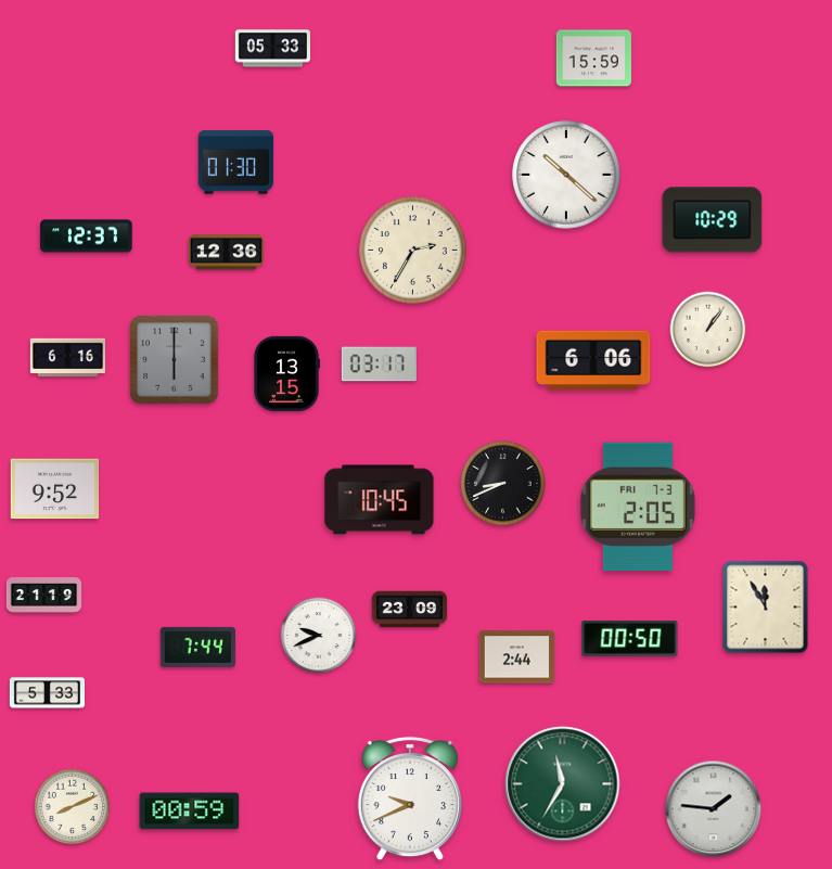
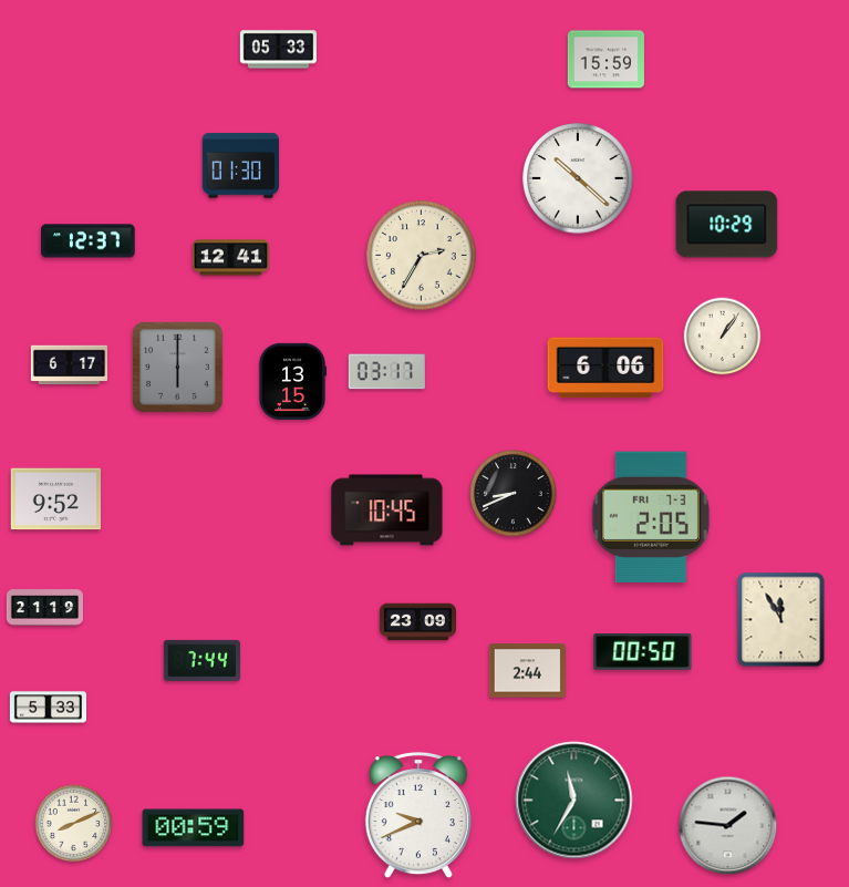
clock at (226, 253): 12:36 -> 12:41
clock at (67, 358): 6:16 -> 6:17
clock at (319, 636): 9:41 -> none
